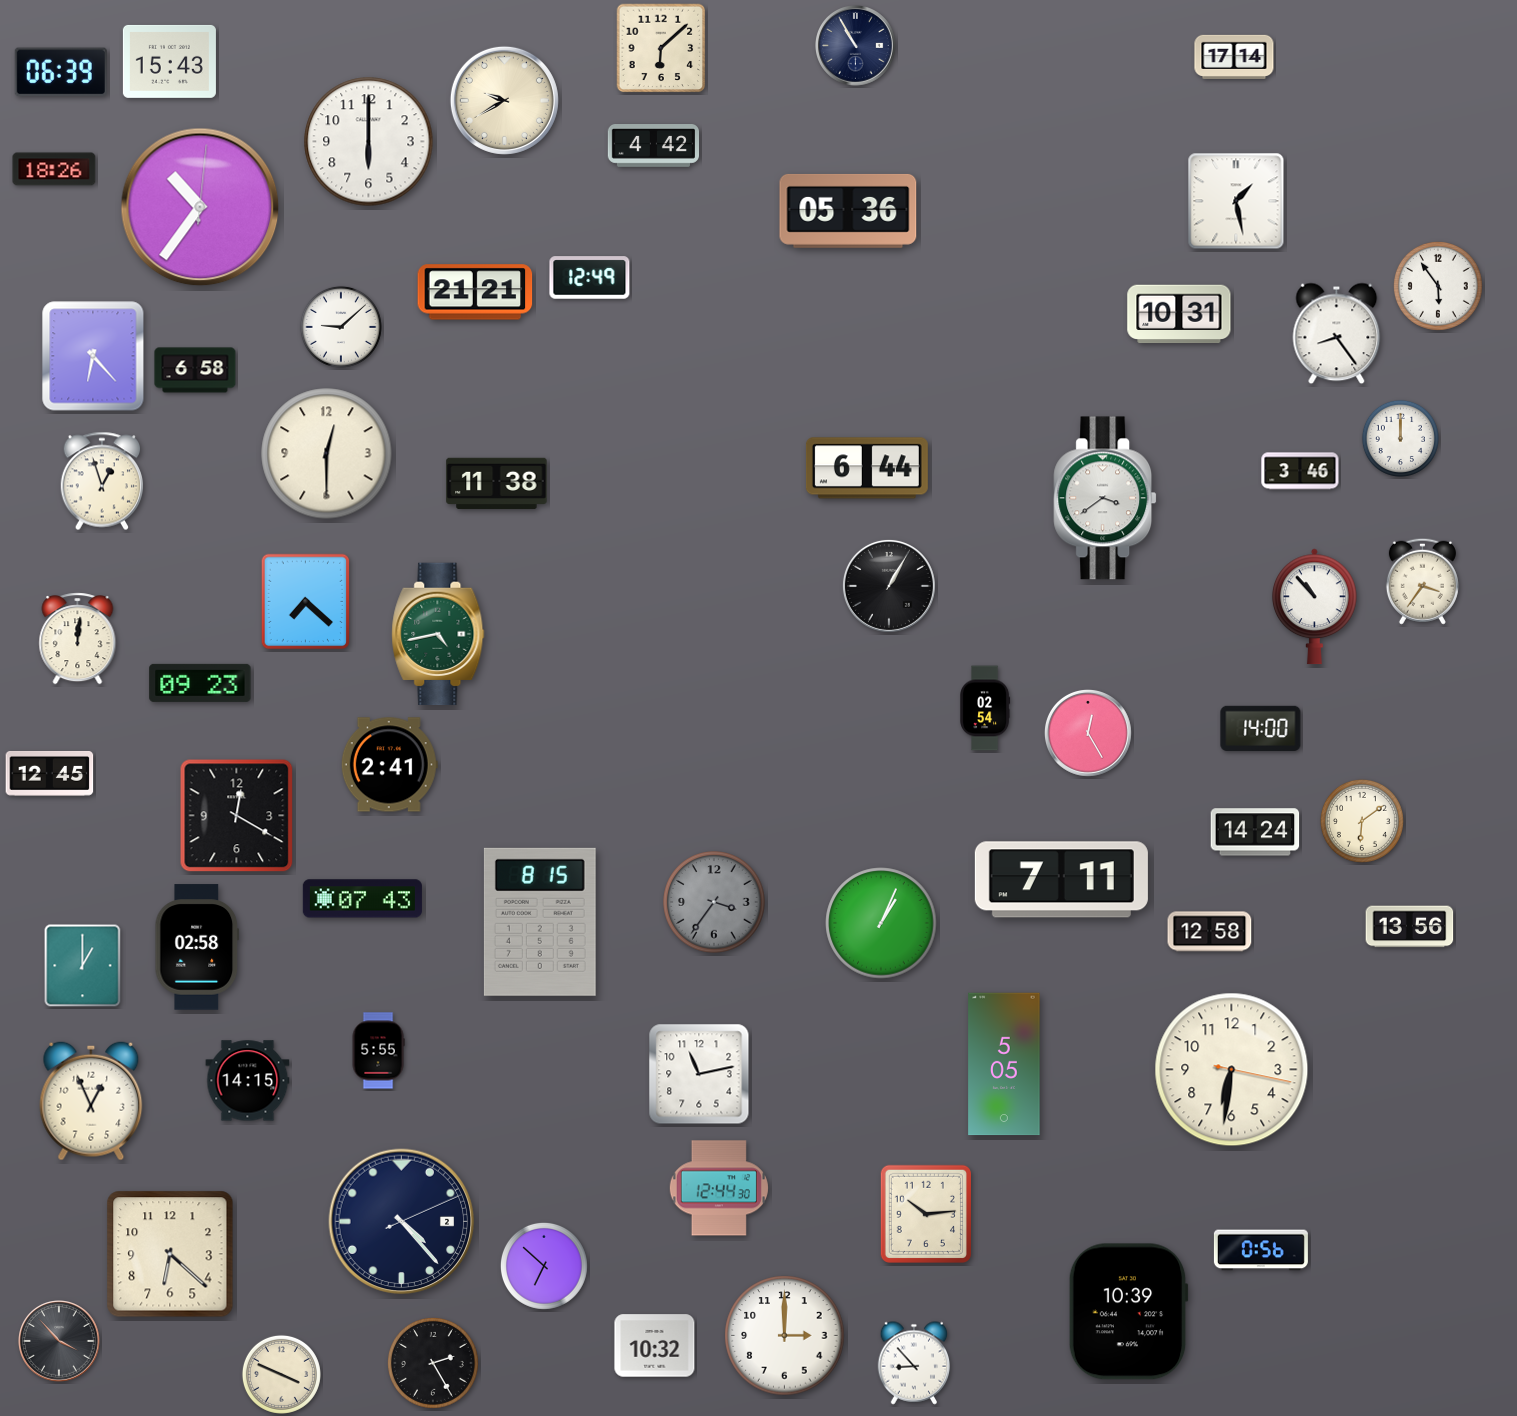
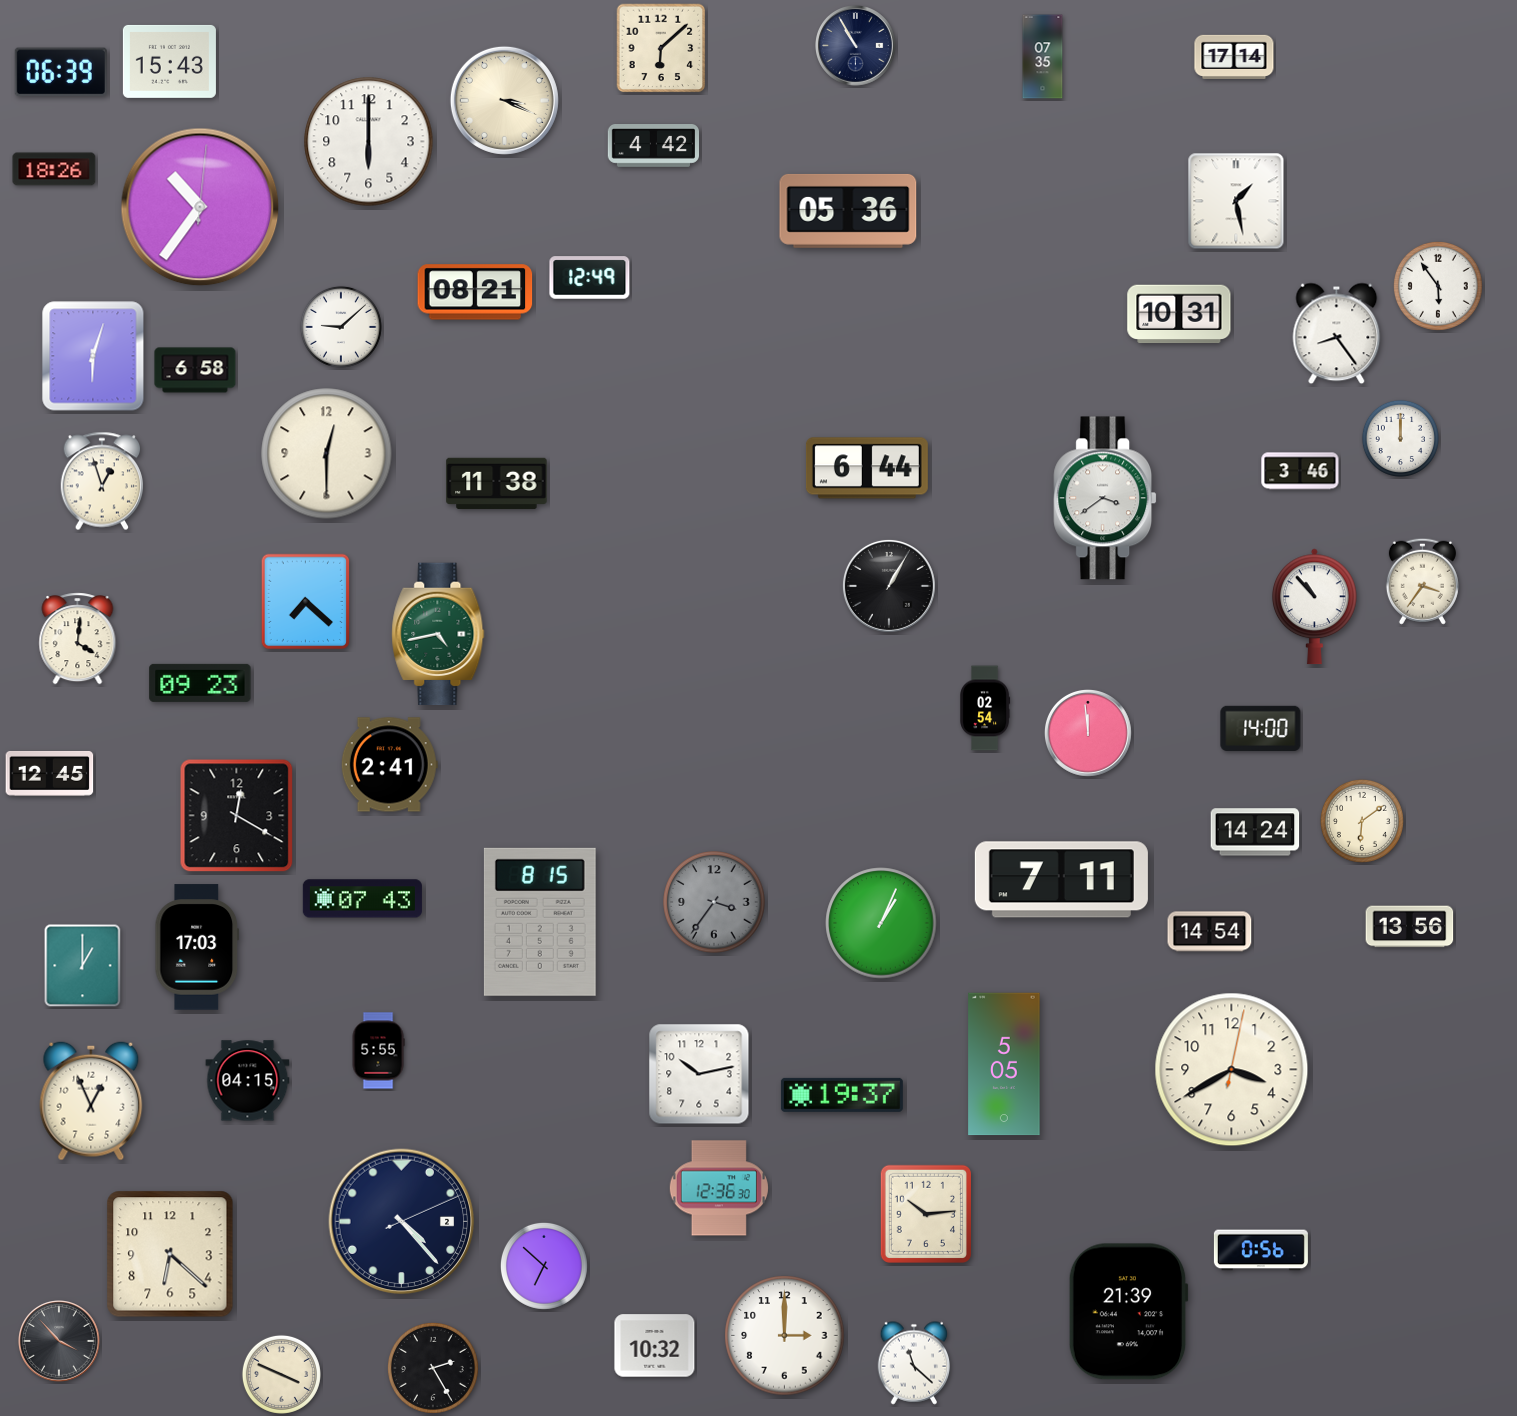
clock at (1043, 57): none -> 07:35
clock at (504, 100): 9:40 -> 3:19
clock at (475, 292): 21:21 -> 08:21
clock at (93, 356): 6:23 -> 6:03
clock at (78, 639): 12:01 -> 4:01
clock at (1088, 733): 12:25 -> 11:59
clock at (1210, 932): 12:58 -> 14:54
clock at (197, 947): 02:58 -> 17:03
clock at (1232, 1070): 6:31 -> 3:40
clock at (699, 1074): 11:13 -> 10:13
clock at (248, 1081): 14:15 -> 04:15
clock at (842, 1095): none -> 19:37
clock at (719, 1188): 12:44 -> 12:36
clock at (1128, 1312): 10:39 -> 21:39
clock at (433, 1363) position: (433, 1363) -> (433, 1368)
clock at (914, 1363): 8:53 -> 11:22
